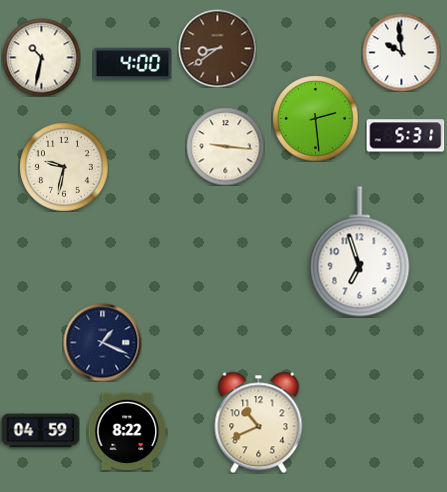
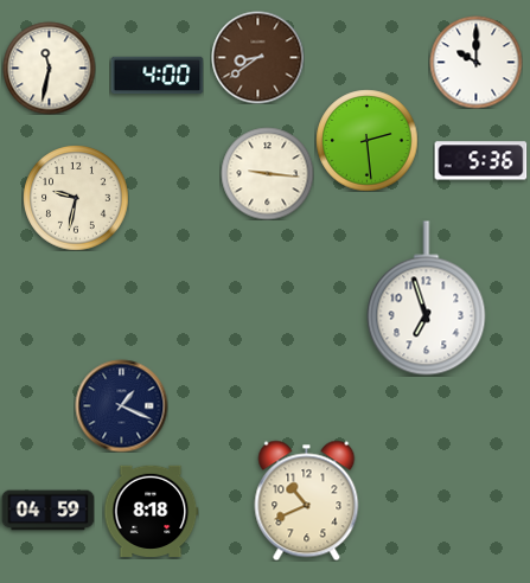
clock at (401, 52): 9:59 -> 10:00
clock at (41, 57): 10:32 -> 11:32
clock at (315, 118) position: (315, 118) -> (366, 140)
clock at (405, 136): 5:31 -> 5:36
clock at (127, 431): 8:22 -> 8:18
